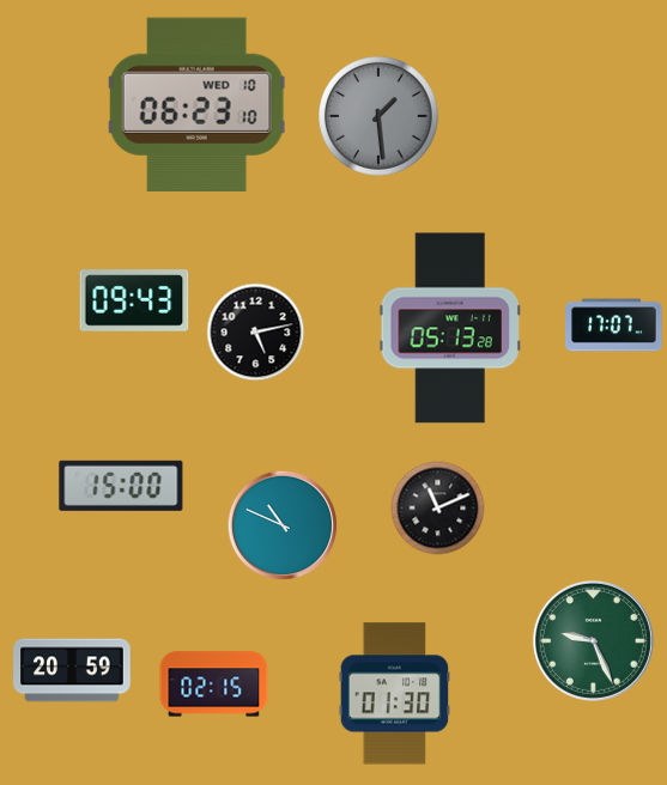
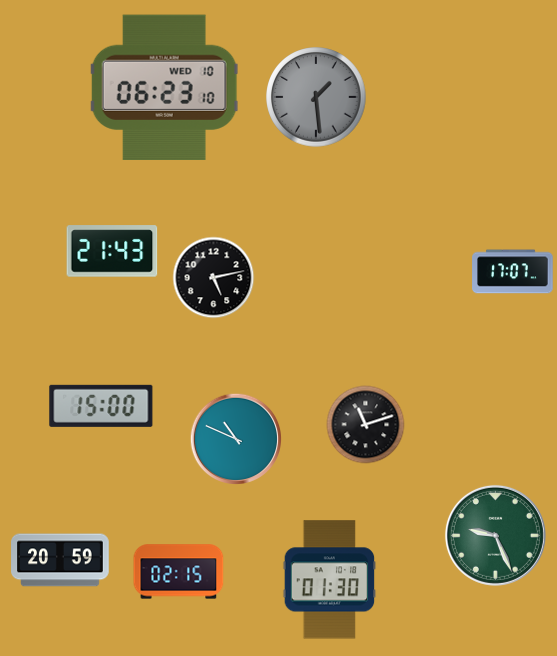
clock at (134, 300): 09:43 -> 21:43
clock at (449, 328): 05:13 -> none
clock at (438, 509): 11:11 -> 11:12
